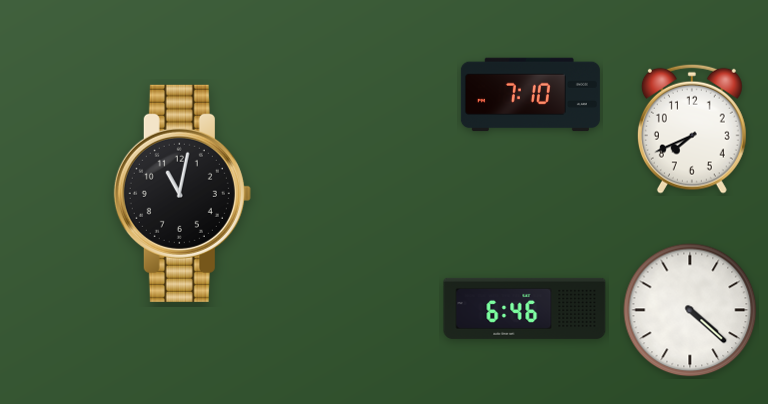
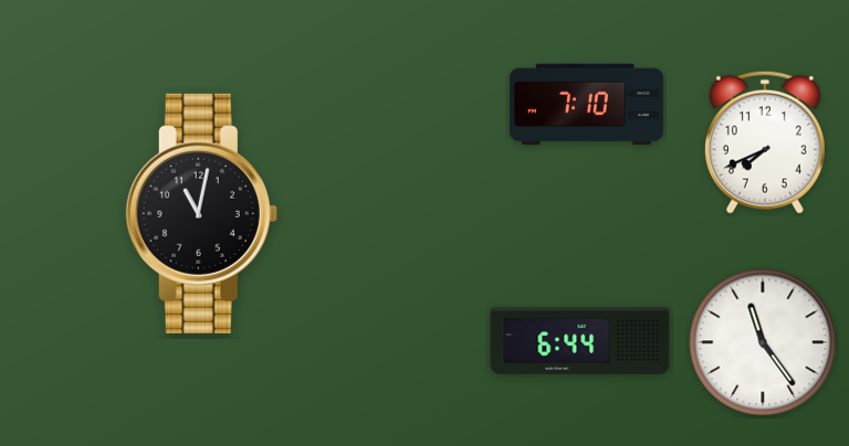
clock at (525, 308): 6:46 -> 6:44
clock at (690, 310): 4:22 -> 11:24
